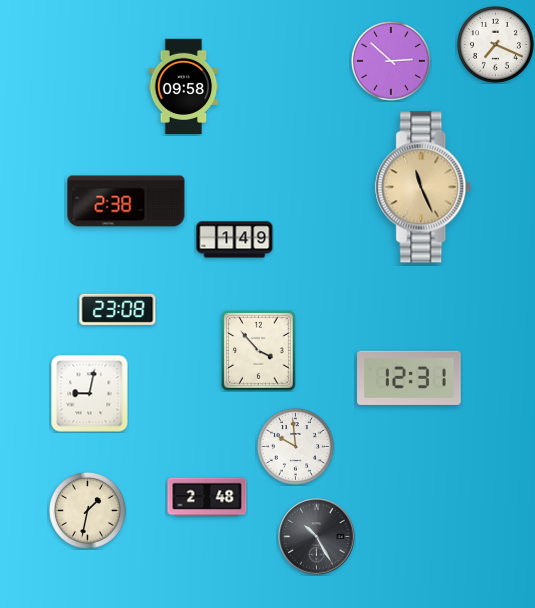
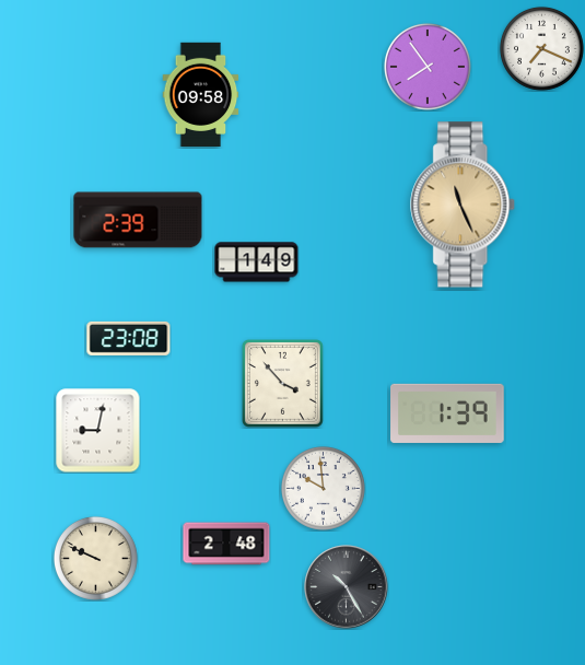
clock at (391, 61): 2:52 -> 7:54
clock at (126, 201): 2:38 -> 2:39
clock at (409, 378): 12:31 -> 1:39
clock at (87, 510): 1:32 -> 9:49
